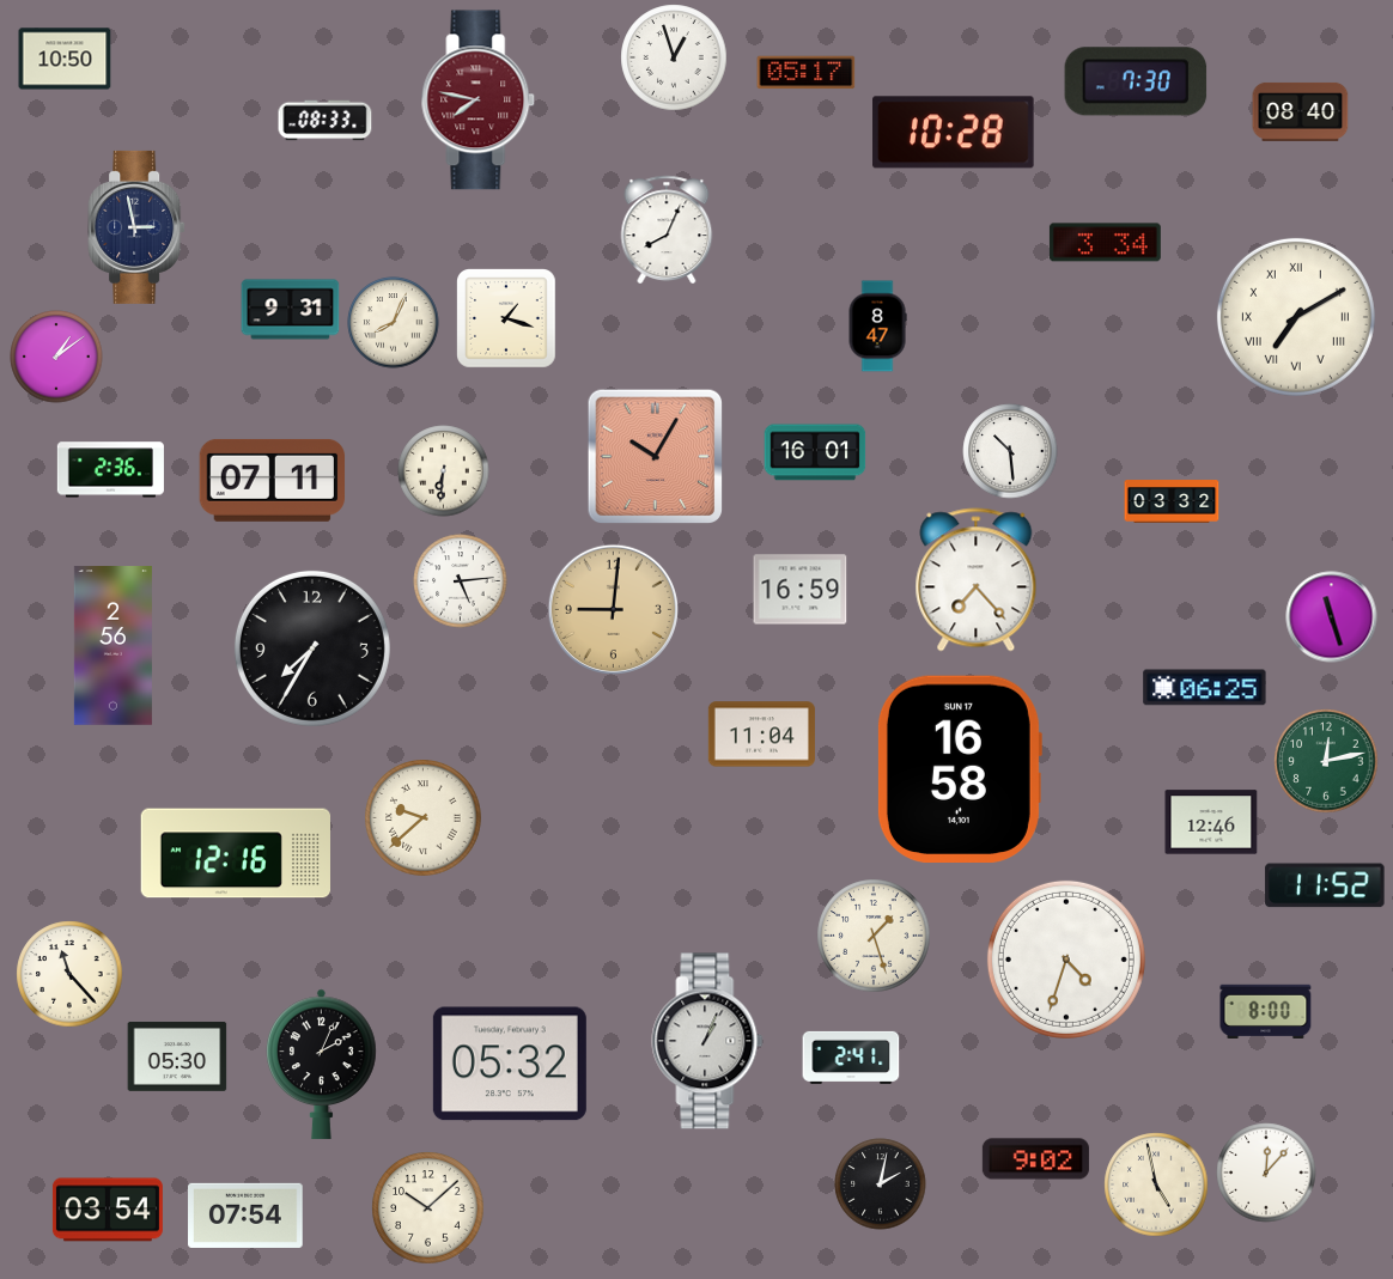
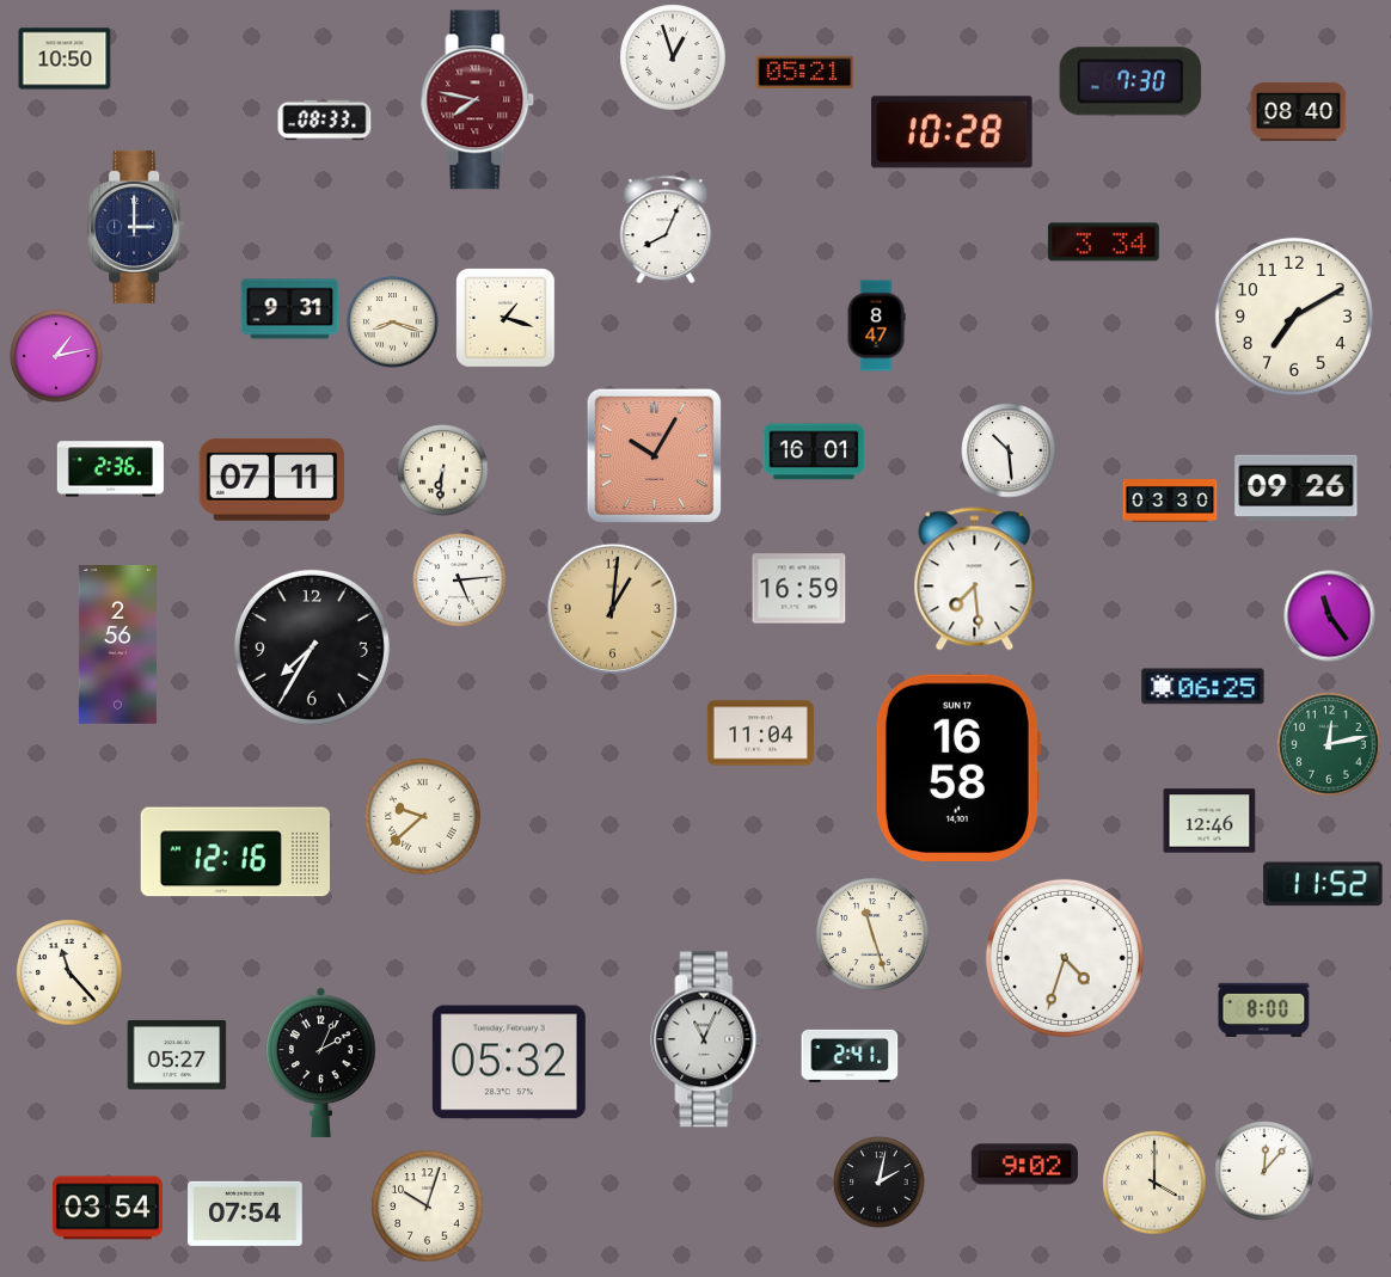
clock at (807, 73): 05:17 -> 05:21
clock at (1136, 81) position: (1136, 81) -> (1130, 81)
clock at (136, 227): 2:58 -> 3:00
clock at (1296, 317) numerals: Roman -> Arabic
clock at (394, 323): 8:04 -> 8:18
clock at (56, 357): 1:09 -> 1:13
clock at (1297, 487): none -> 09:26
clock at (1172, 501): 03:32 -> 03:30
clock at (977, 580): 7:23 -> 7:29
clock at (613, 609): 9:01 -> 1:01
clock at (1332, 617): 11:27 -> 11:24
clock at (112, 646) position: (112, 646) -> (117, 645)
clock at (1326, 761) position: (1326, 761) -> (1329, 744)
clock at (874, 936): 1:27 -> 11:27
clock at (707, 1041): 1:04 -> 11:04
clock at (177, 1056): 05:30 -> 05:27
clock at (1035, 1159) position: (1035, 1159) -> (1024, 1165)
clock at (1156, 1184): 4:58 -> 4:00
clock at (428, 1208): 10:08 -> 10:03
